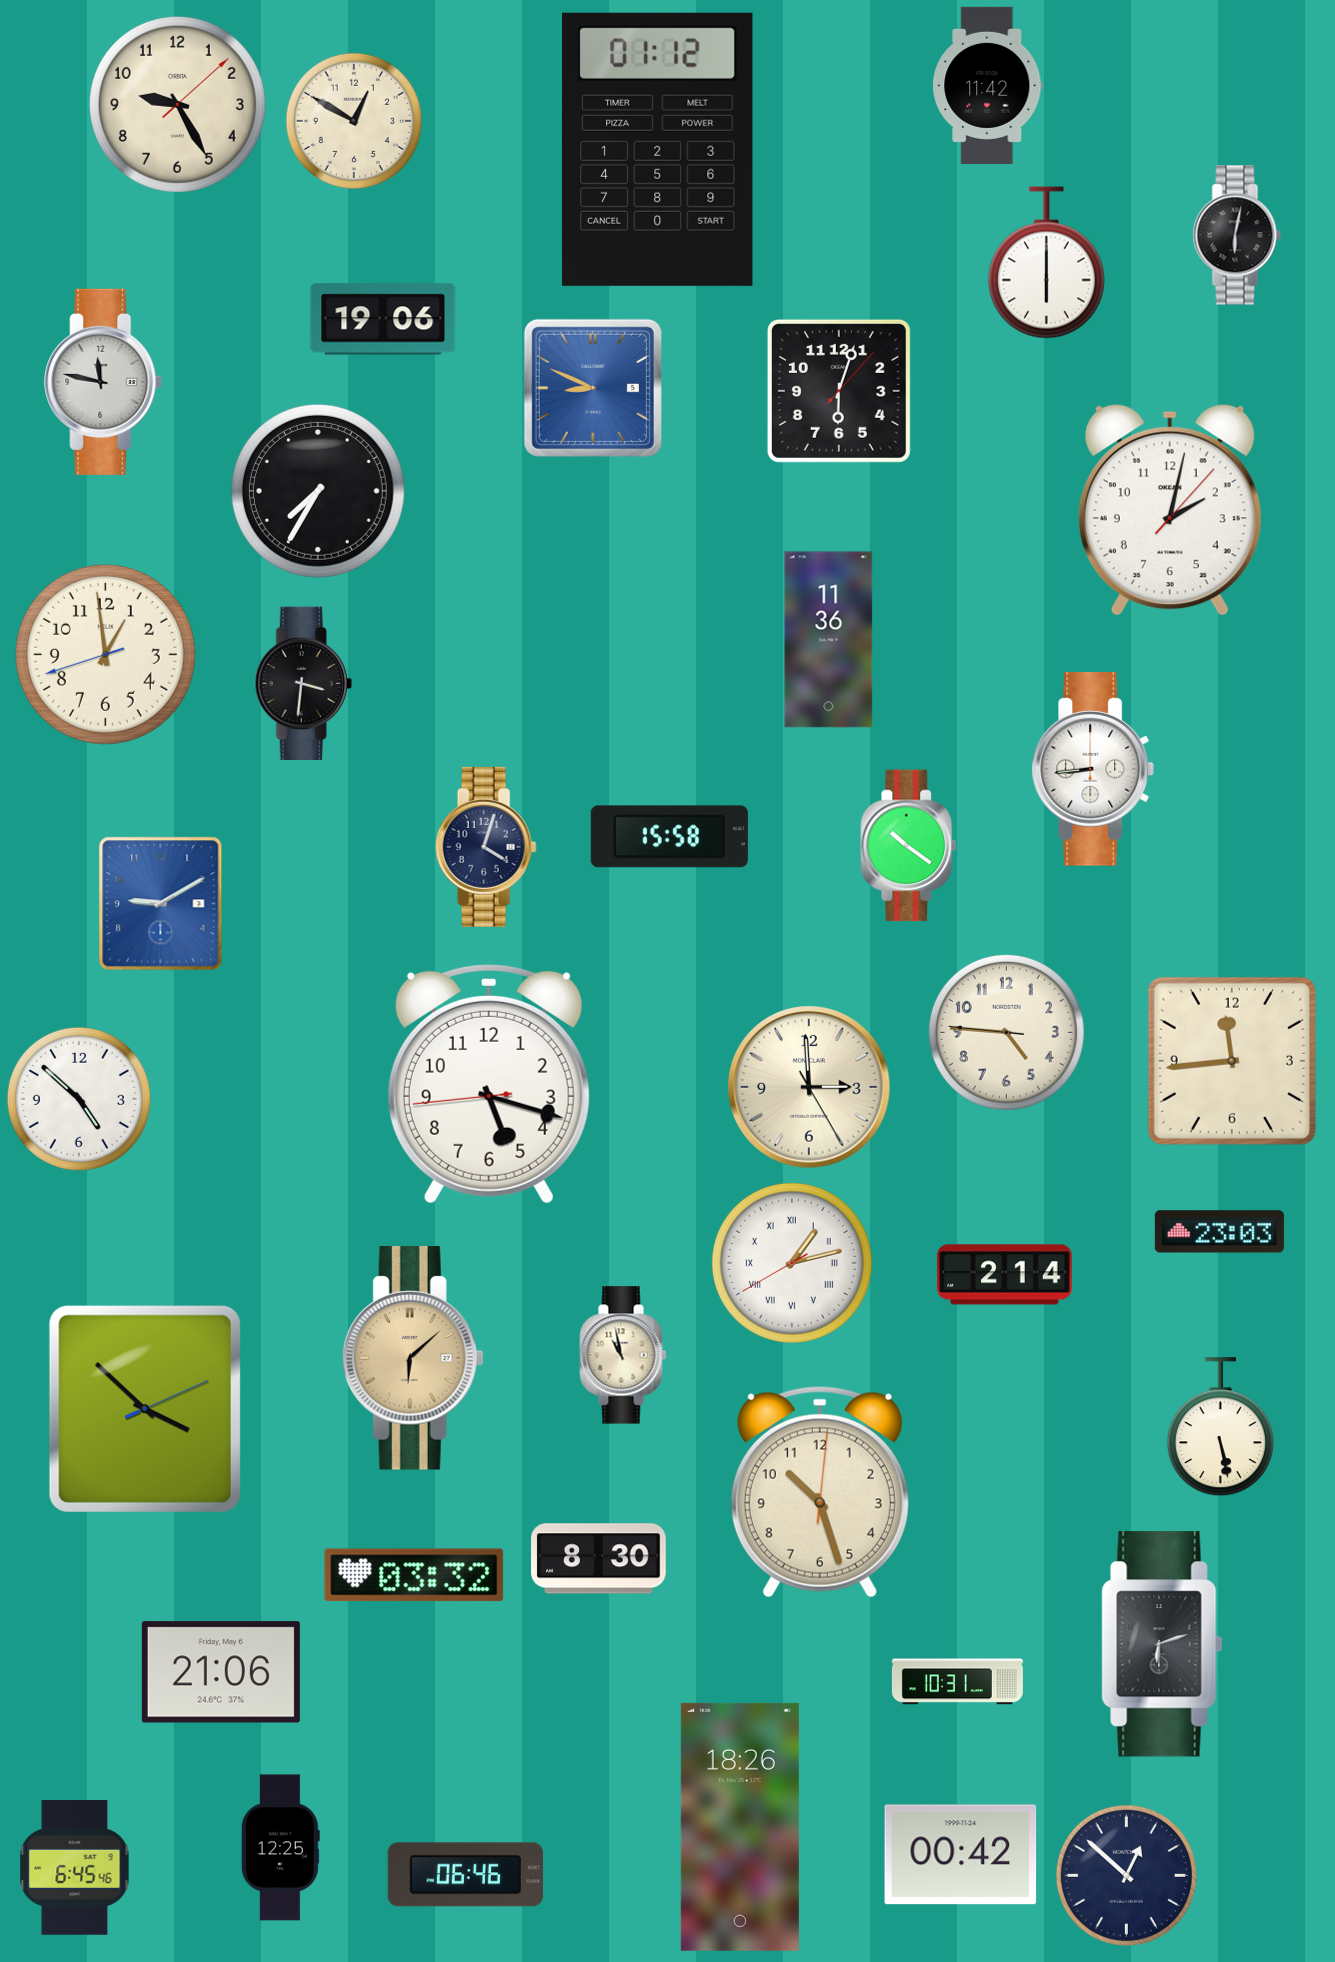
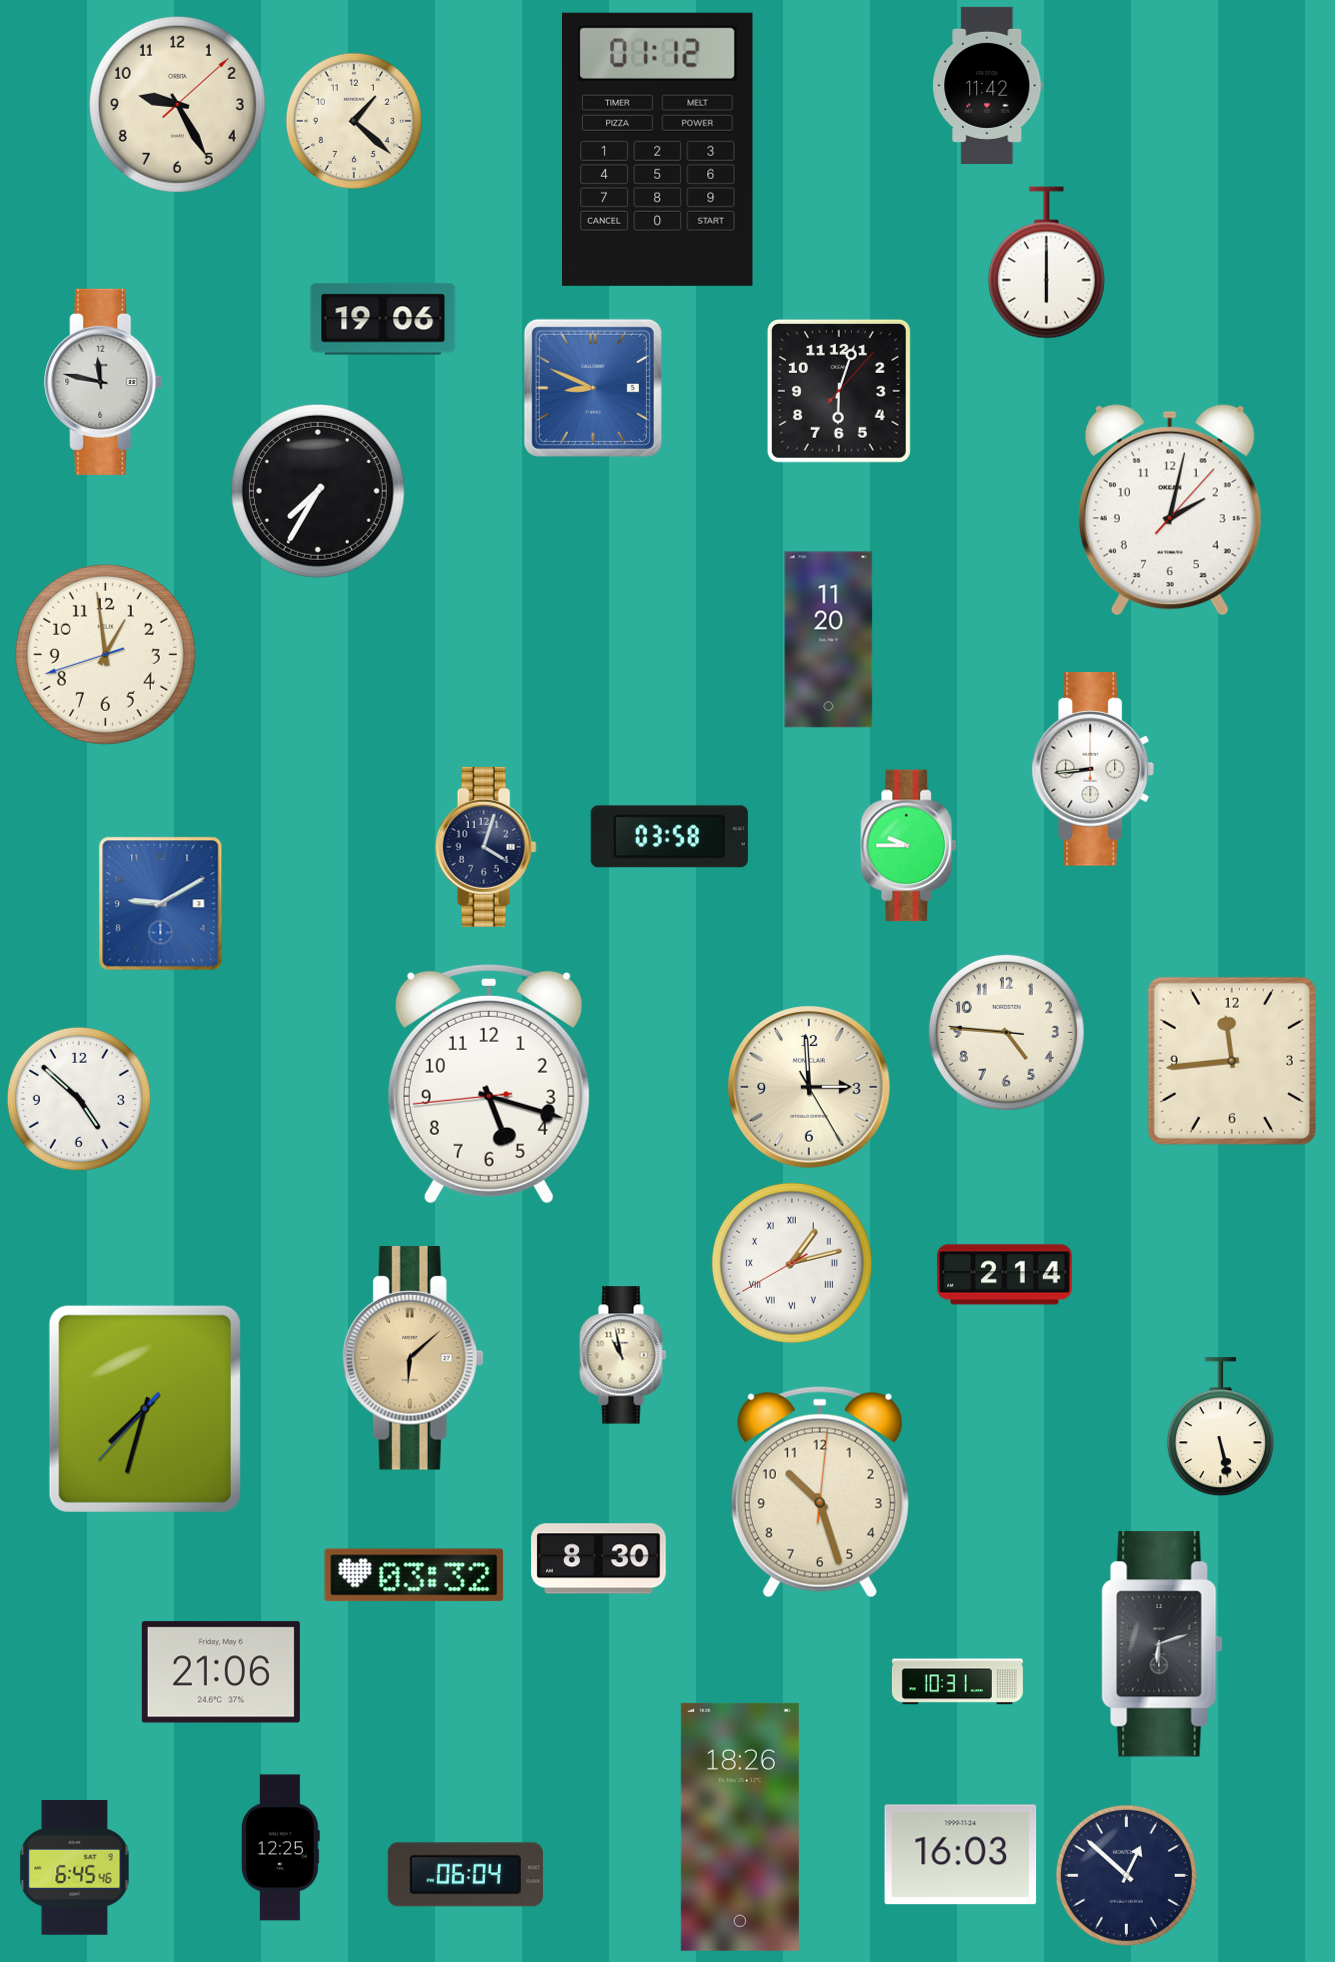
clock at (354, 121): 12:50 -> 1:22
clock at (1237, 235): 6:02 -> none
clock at (829, 640): 11:36 -> 11:20
clock at (303, 684): 3:31 -> none
clock at (669, 837): 15:58 -> 03:58
clock at (909, 846): 10:21 -> 9:45
clock at (1219, 1232): 23:03 -> none
clock at (145, 1409): 3:52 -> 7:32
clock at (961, 1855): 00:42 -> 16:03
clock at (465, 1875): 06:46 -> 06:04
